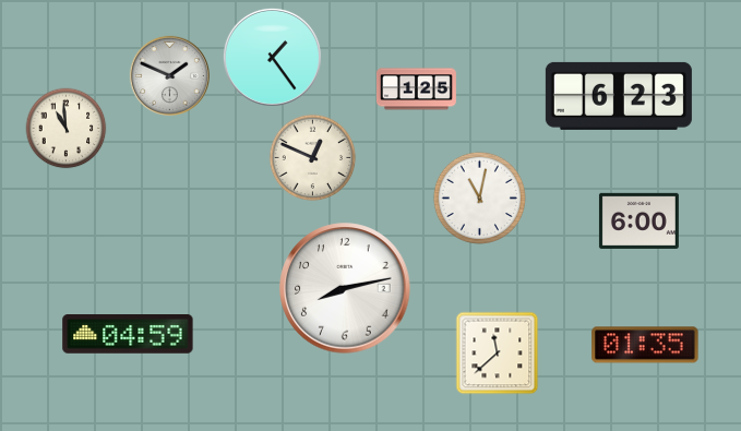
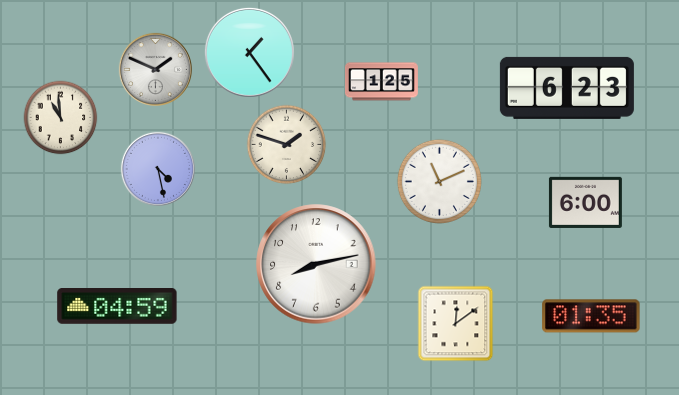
clock at (313, 158): 12:49 -> 1:48
clock at (158, 169): none -> 4:28
clock at (479, 197): 11:02 -> 11:11
clock at (498, 354): 11:38 -> 12:09
